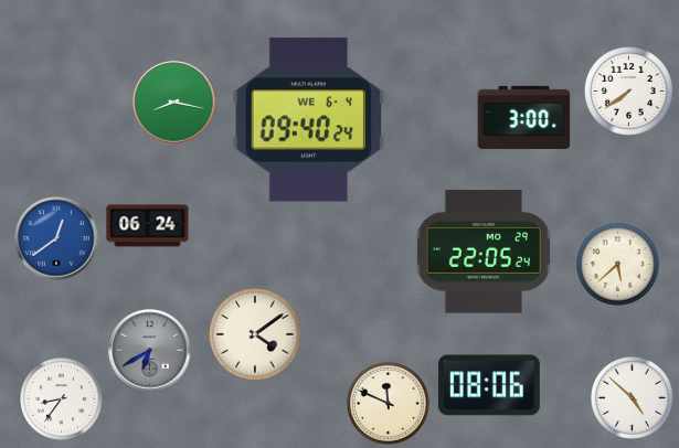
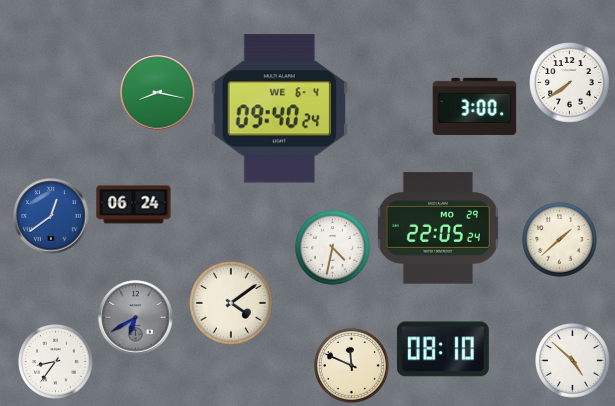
clock at (618, 265): 5:38 -> 1:38
clock at (333, 248): none -> 4:32
clock at (489, 385): 08:06 -> 08:10
